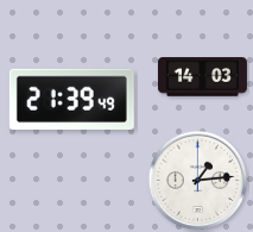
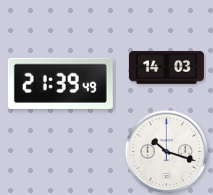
clock at (202, 77) position: (202, 77) -> (166, 68)
clock at (198, 181): 1:14 -> 10:18
